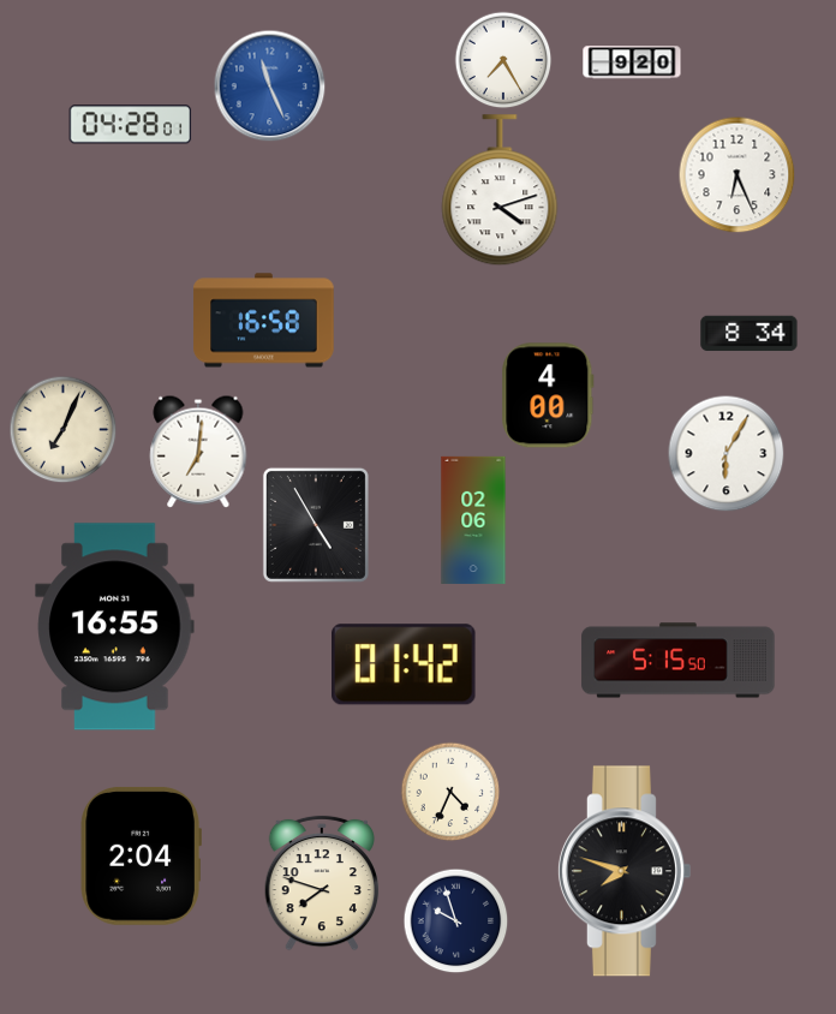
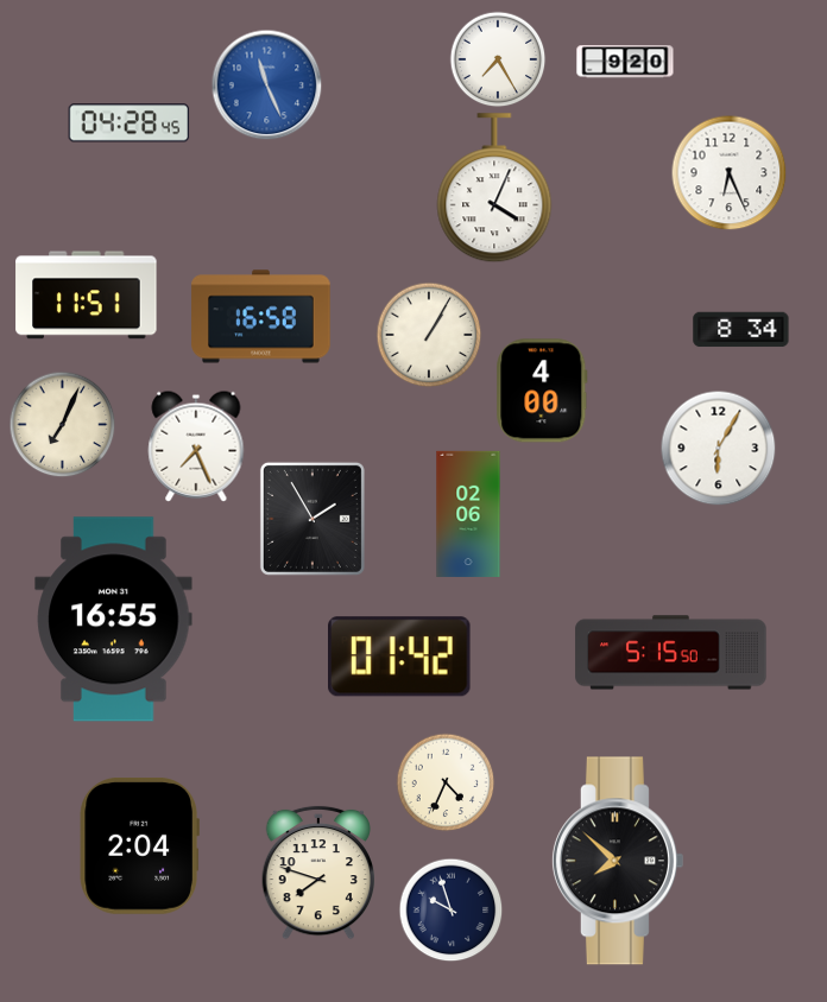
clock at (131, 125): 04:28:01 -> 04:28:45
clock at (500, 191): 4:12 -> 4:04
clock at (87, 296): none -> 11:51
clock at (429, 335): none -> 1:05
clock at (198, 452): 7:01 -> 7:26
clock at (316, 525): 4:55 -> 1:55
clock at (623, 871): 7:48 -> 7:52
